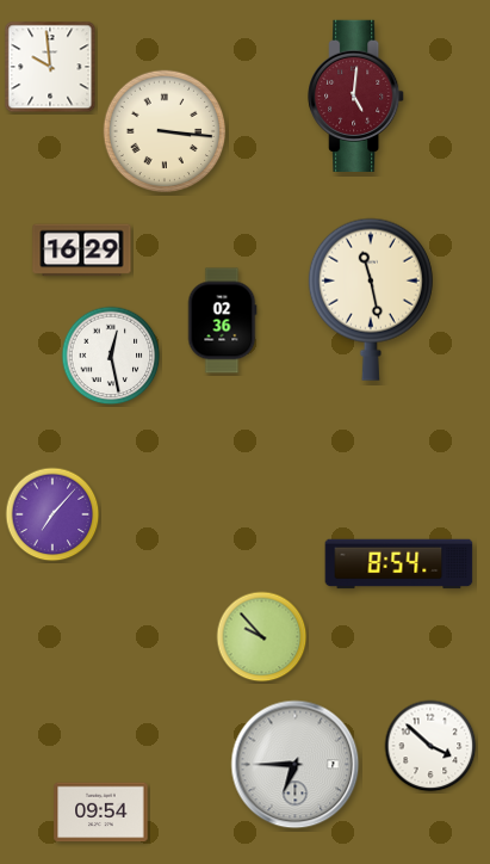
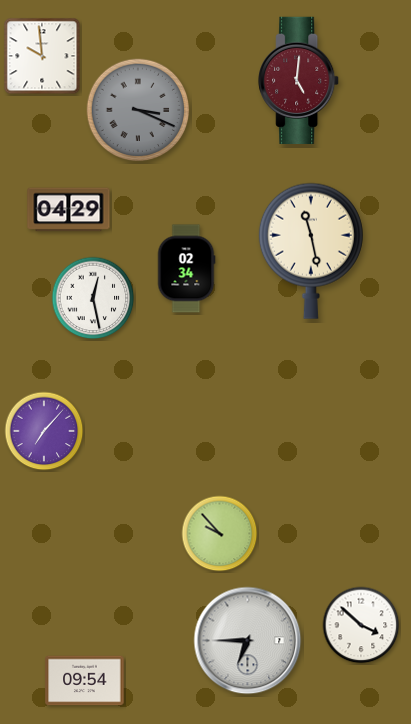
clock at (165, 131): 3:16 -> 3:19
clock at (165, 131) dial: cream -> grey
clock at (82, 251): 16:29 -> 04:29
clock at (222, 321): 02:36 -> 02:34
clock at (399, 564): 8:54 -> none
